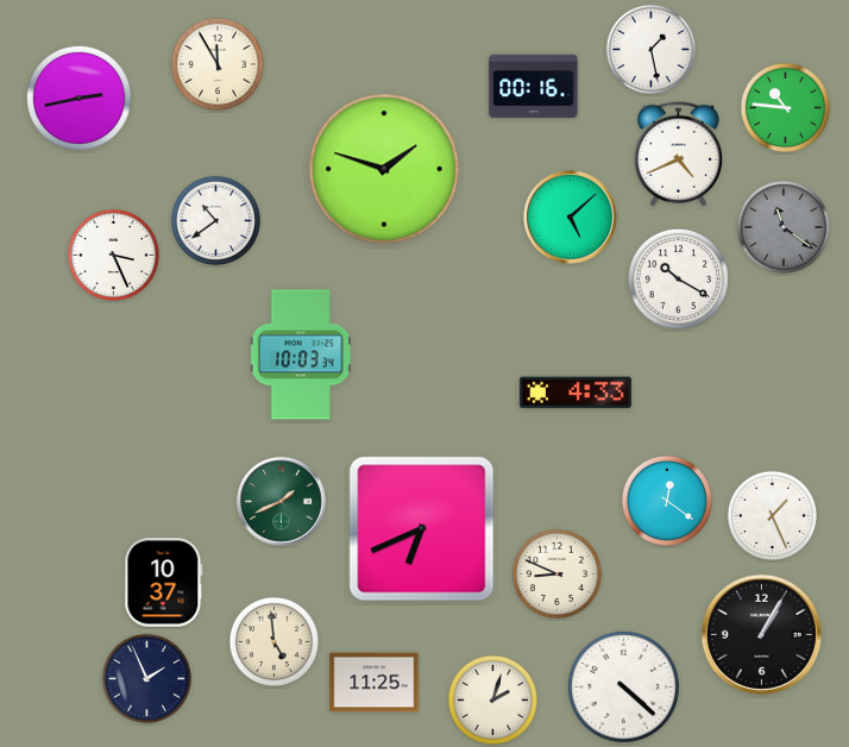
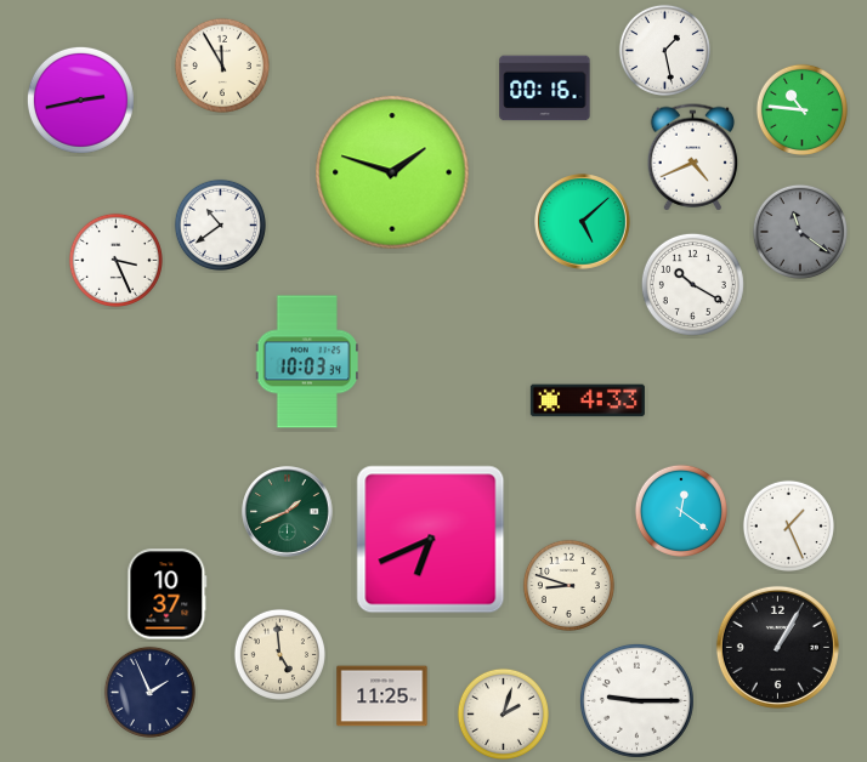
clock at (556, 573): 8:49 -> 8:48
clock at (623, 686): 4:22 -> 9:15
